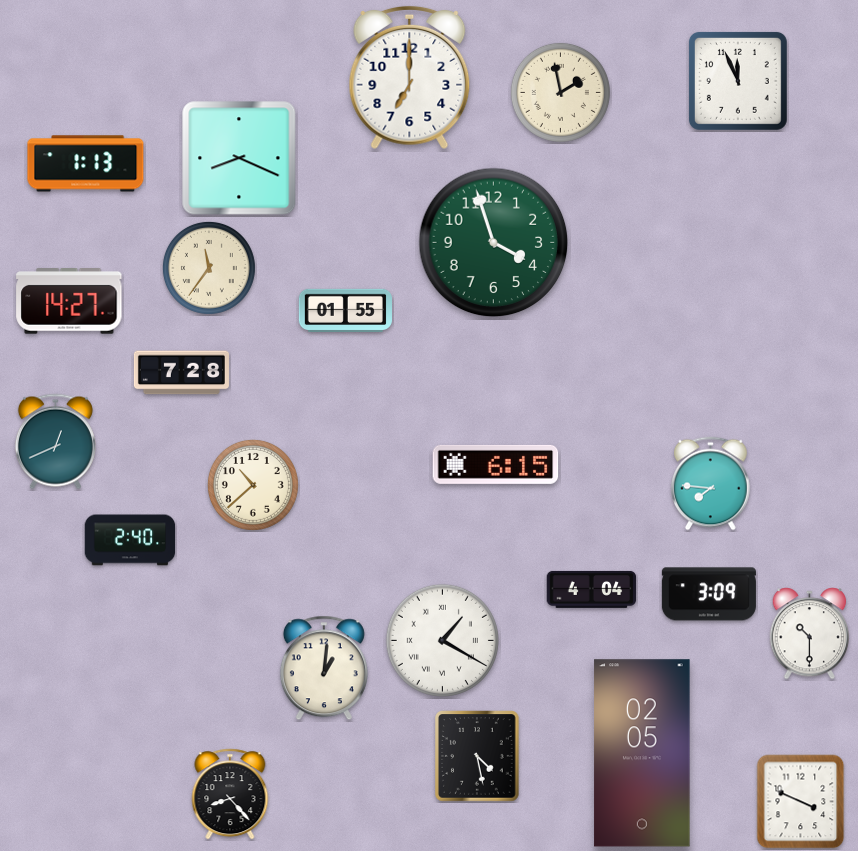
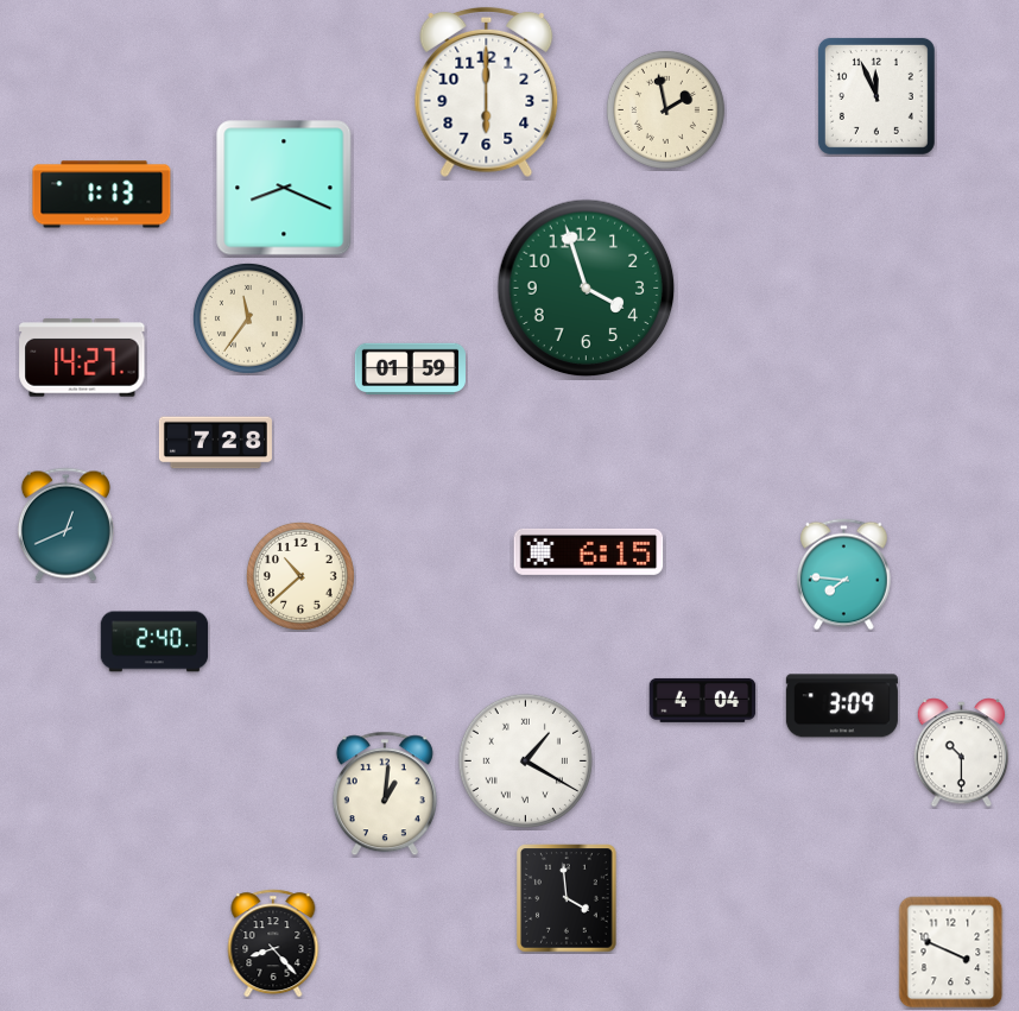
clock at (410, 78): 7:00 -> 6:00
clock at (345, 310): 01:55 -> 01:59
clock at (642, 753): 02:05 -> none
clock at (477, 756): 4:28 -> 3:59
